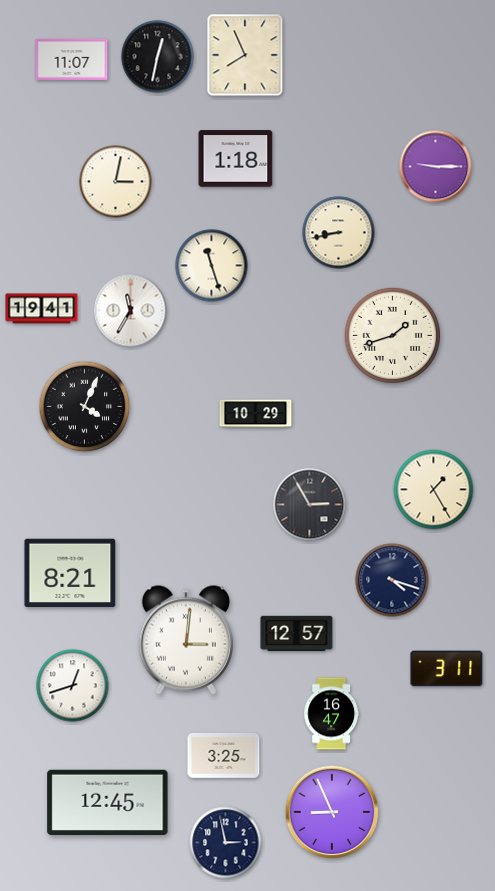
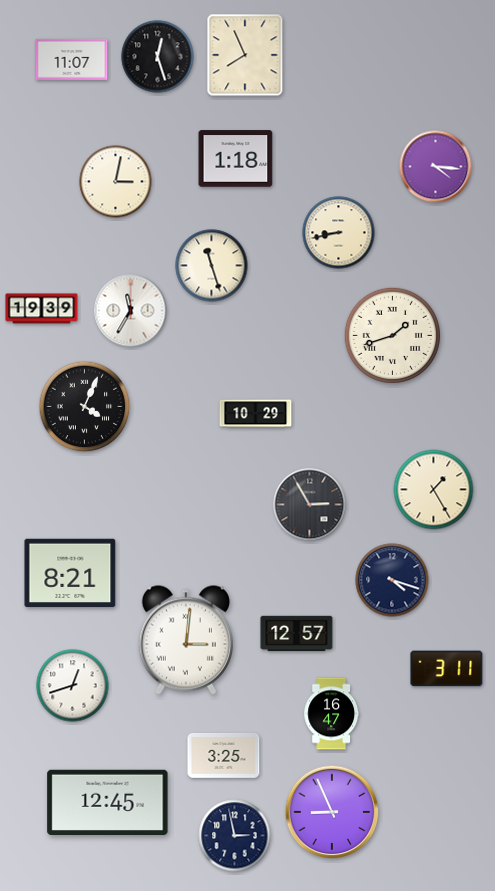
clock at (158, 57): 12:32 -> 12:27
clock at (436, 167): 9:15 -> 4:16
clock at (42, 309): 19:41 -> 19:39
clock at (226, 843) position: (226, 843) -> (235, 836)
